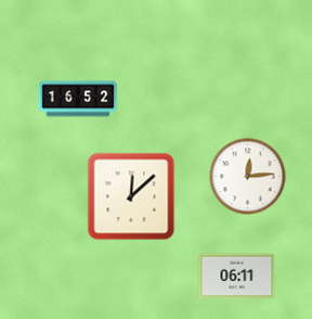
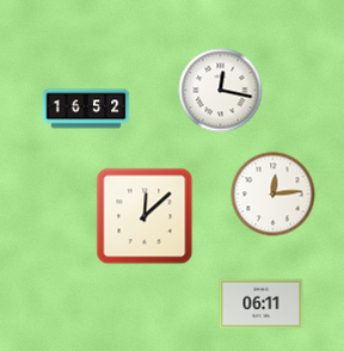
clock at (221, 91): none -> 12:17
